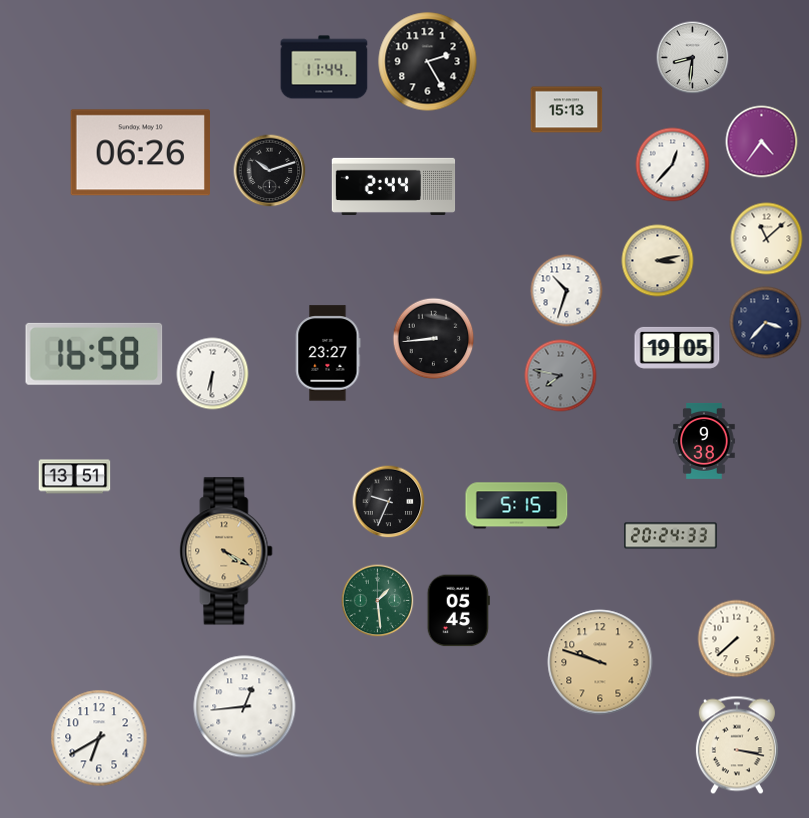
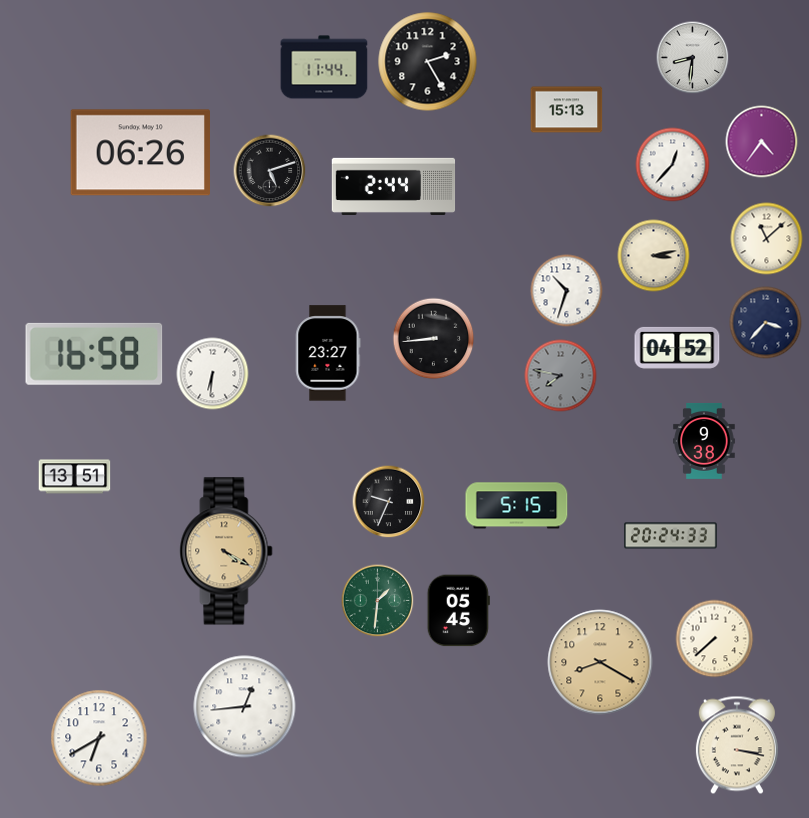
clock at (270, 171): 10:12 -> 5:12
clock at (658, 261) position: (658, 261) -> (654, 256)
clock at (677, 348): 19:05 -> 04:52
clock at (378, 601): 1:29 -> 1:31
clock at (737, 639) position: (737, 639) -> (715, 639)
clock at (600, 662): 9:48 -> 8:20
